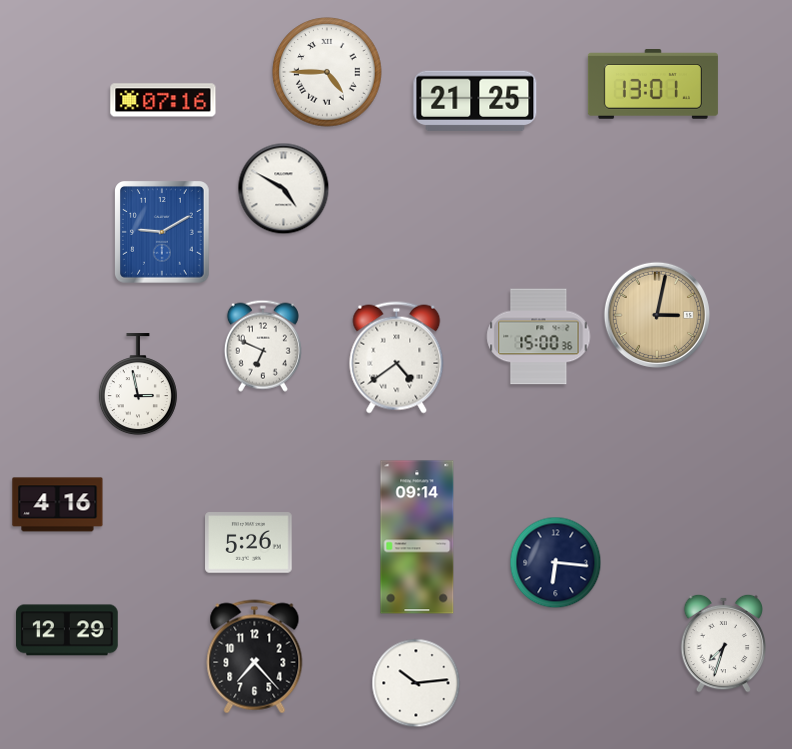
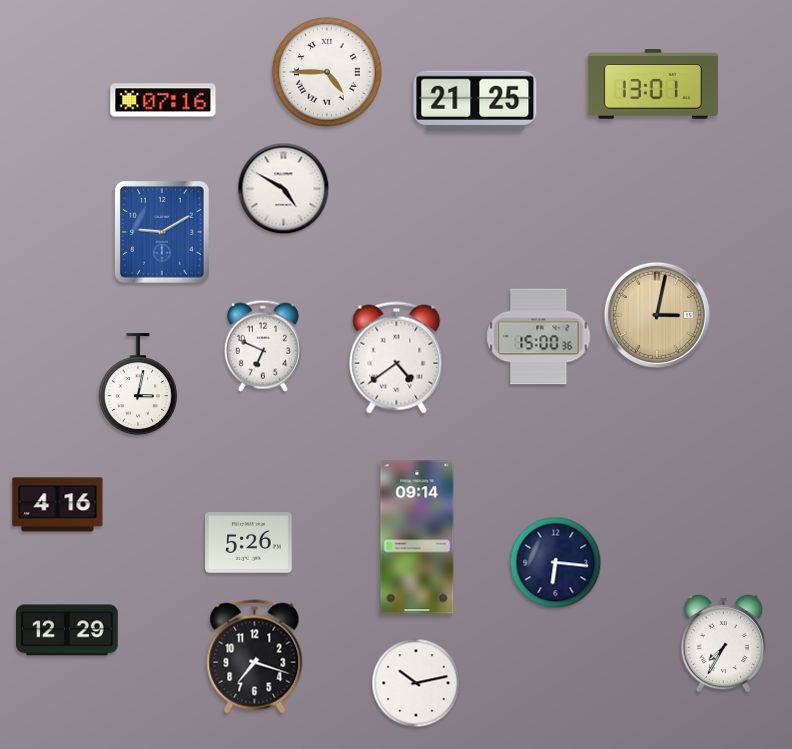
clock at (138, 385): 2:58 -> 3:02
clock at (724, 643): 7:33 -> 7:35
clock at (255, 657): 7:23 -> 7:18
clock at (416, 683): 10:14 -> 10:13
